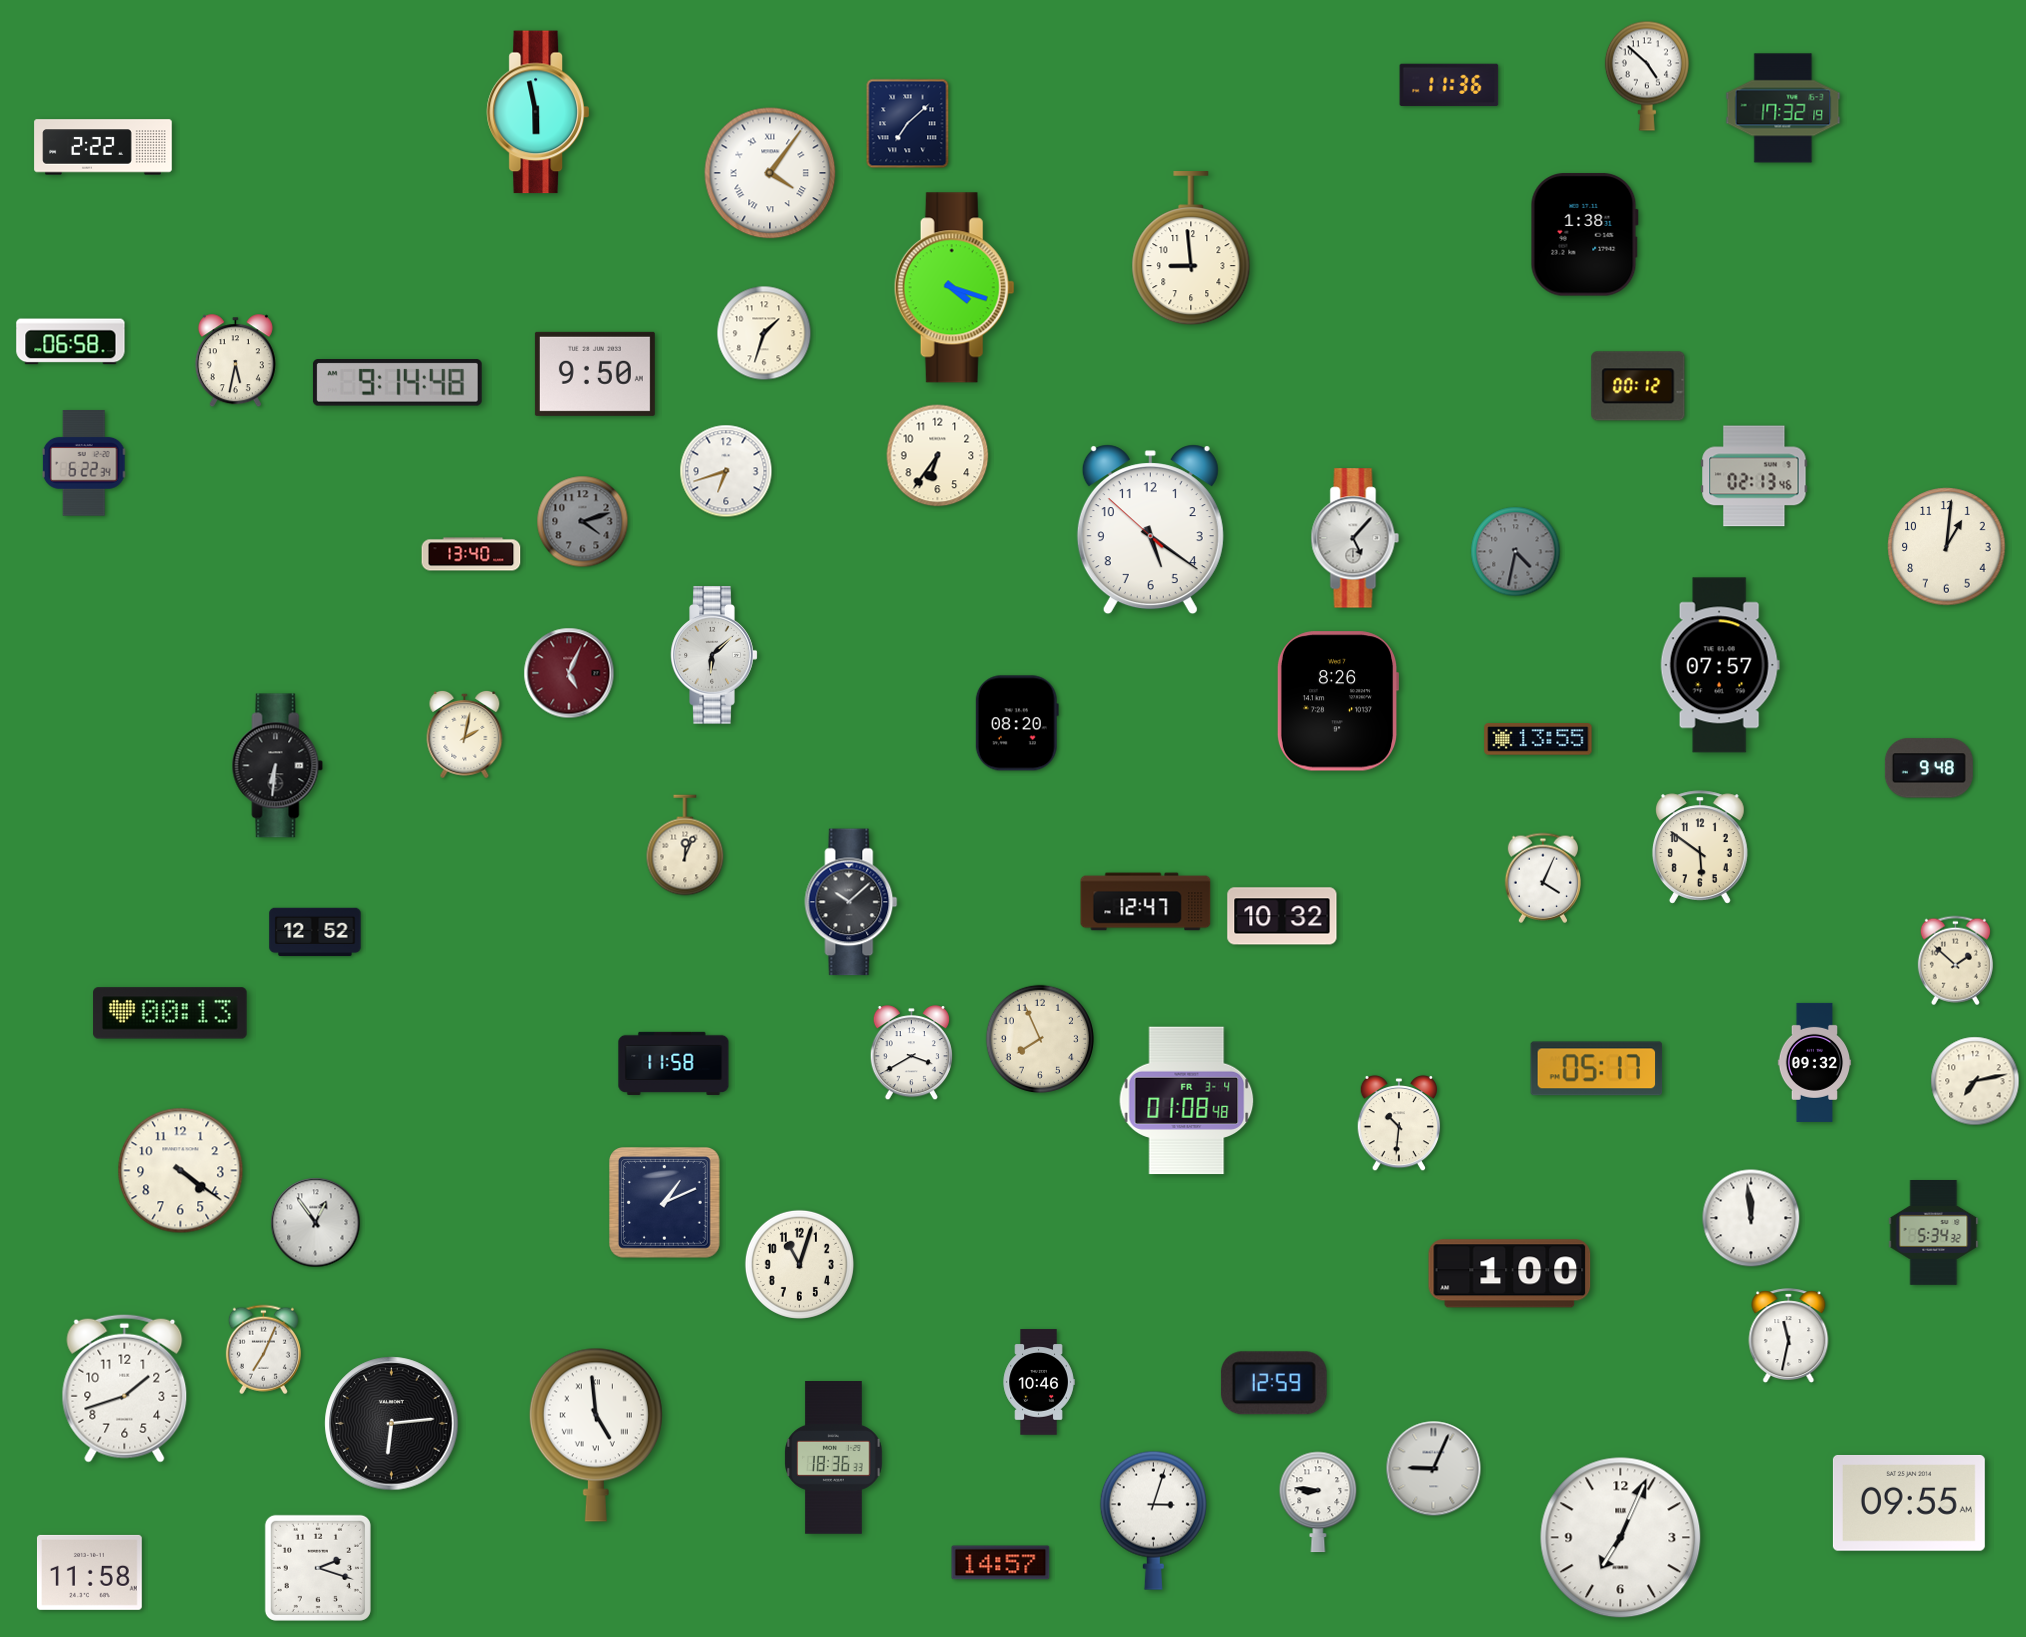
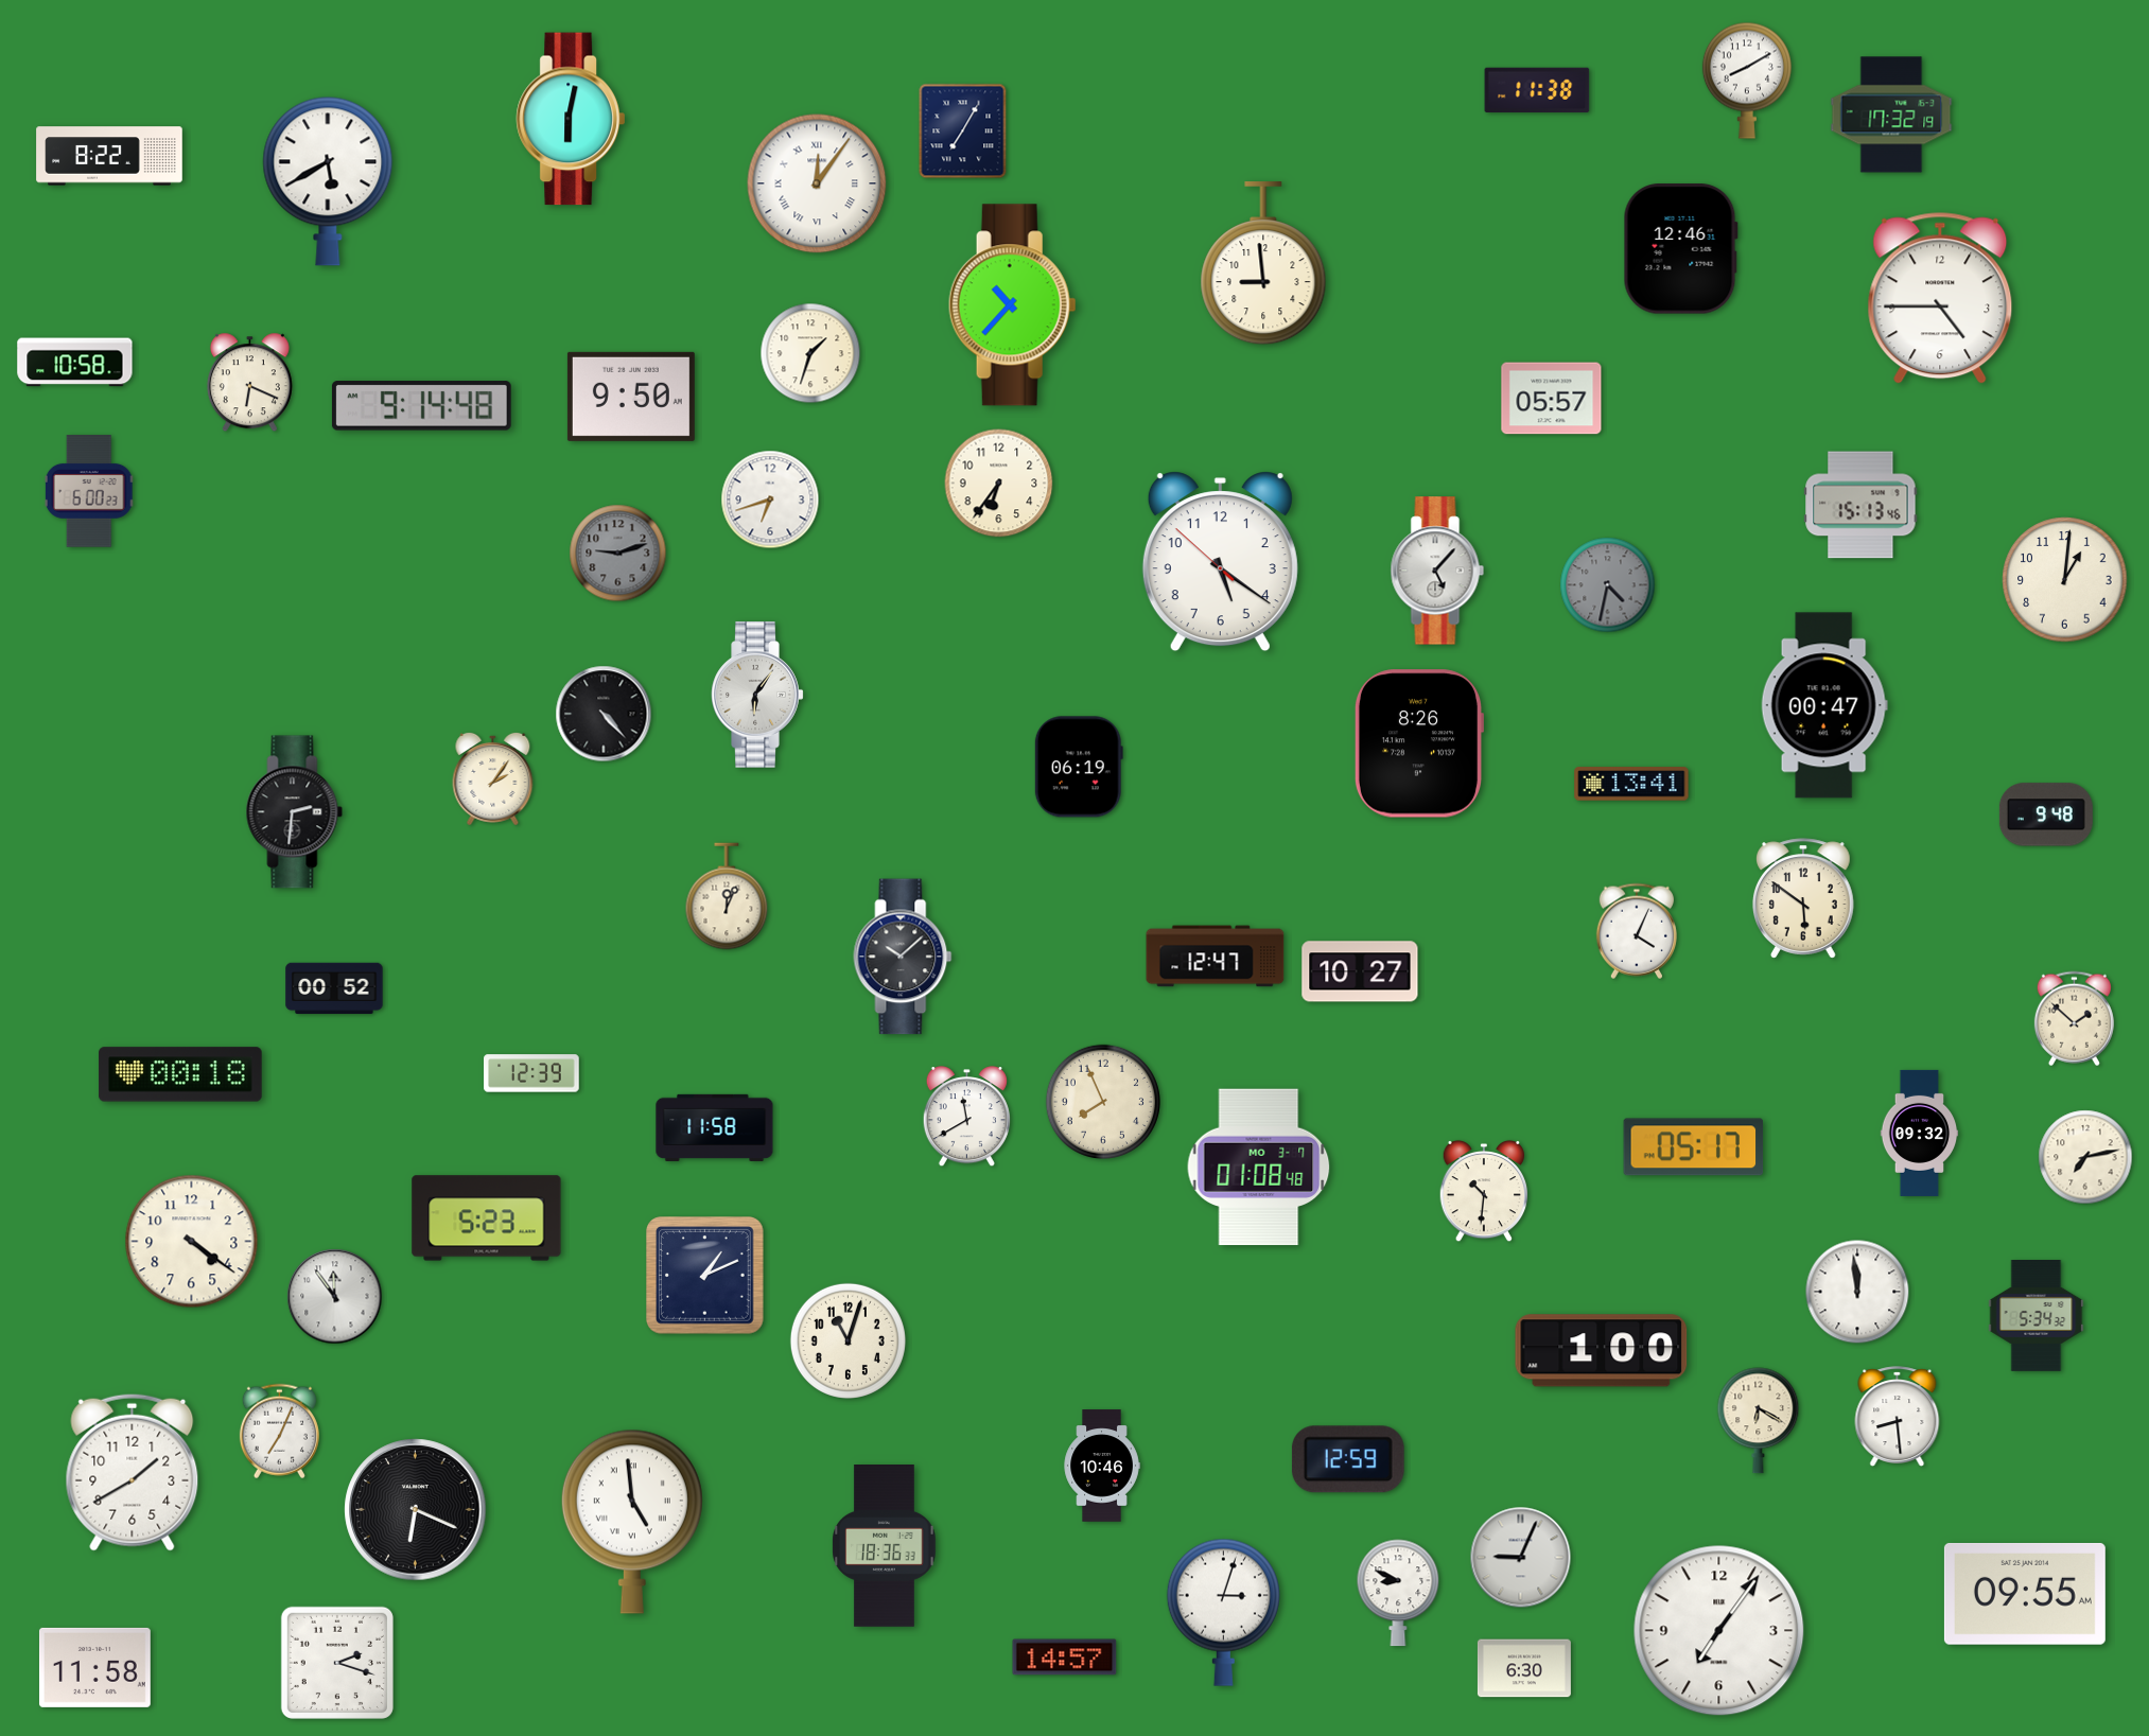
clock at (1647, 76): 4:52 -> 8:10
clock at (1449, 85): 11:36 -> 11:38
clock at (538, 112): 5:58 -> 6:02
clock at (908, 124): 7:08 -> 7:05
clock at (103, 147): 2:22 -> 8:22
clock at (328, 181): none -> 5:40
clock at (770, 173): 4:06 -> 12:06
clock at (1584, 235): 1:38 -> 12:46
clock at (1940, 298): none -> 4:45
clock at (954, 288): 4:18 -> 10:37
clock at (71, 342): 06:58 -> 10:58
clock at (235, 361): 5:32 -> 6:19
clock at (1552, 399): none -> 05:57
clock at (1638, 386): 00:12 -> none
clock at (938, 456) position: (938, 456) -> (999, 484)
clock at (84, 463): 6:22 -> 6:00
clock at (1754, 476): 02:13 -> 15:13
clock at (583, 522): 4:12 -> 9:12
clock at (471, 554): 13:40 -> none
clock at (714, 655): 6:08 -> 6:06
clock at (1720, 665): 07:57 -> 00:47
clock at (569, 673): 5:04 -> 4:23
clock at (569, 673) dial: burgundy -> black
clock at (1017, 723): 08:20 -> 06:19
clock at (465, 734): 2:02 -> 2:06
clock at (1538, 739): 13:55 -> 13:41
clock at (278, 766): 6:31 -> 2:31
clock at (1282, 916): 10:32 -> 10:27
clock at (315, 932): 12:52 -> 00:52
clock at (531, 1073): none -> 12:39
clock at (170, 1013): 00:13 -> 00:18
clock at (911, 1053): 3:40 -> 11:40
clock at (1815, 1062) position: (1815, 1062) -> (1920, 1133)
clock at (1597, 1069) position: (1597, 1069) -> (1694, 1147)
clock at (1975, 1081) position: (1975, 1081) -> (2085, 1157)
clock at (1187, 1101) date: FR 3-4 -> MO 3-7
clock at (487, 1218): none -> 5:23
clock at (316, 1223): 12:54 -> 11:54
clock at (1934, 1233) position: (1934, 1233) -> (2037, 1316)
clock at (1789, 1335): 11:32 -> 8:29
clock at (1759, 1421): none -> 6:20
clock at (1274, 1383) position: (1274, 1383) -> (1348, 1459)
clock at (125, 1388): 1:42 -> 1:40
clock at (392, 1424): 6:14 -> 6:19
clock at (1318, 1502): 8:46 -> 8:49
clock at (1621, 1538): 7:04 -> 7:06
clock at (1001, 1563) position: (1001, 1563) -> (1065, 1658)
clock at (1524, 1668): none -> 6:30
